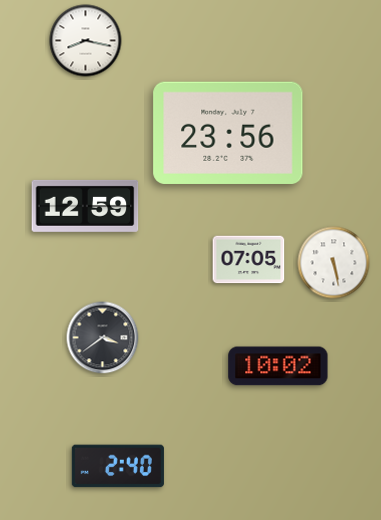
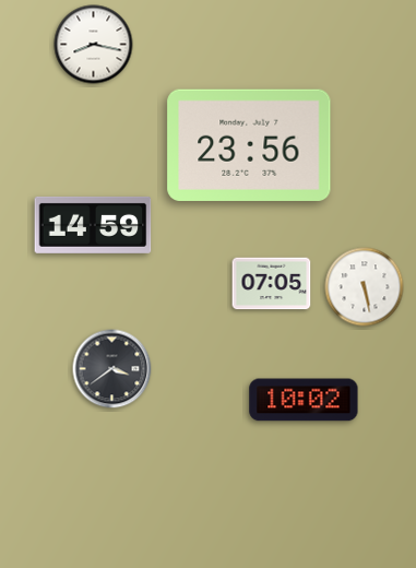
clock at (85, 206): 12:59 -> 14:59
clock at (118, 466): 2:40 -> none
